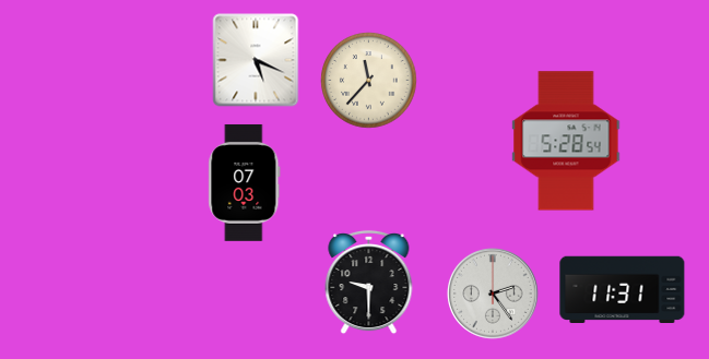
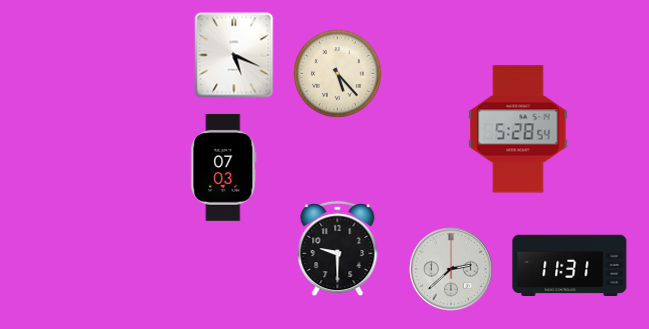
clock at (369, 81): 11:37 -> 5:23
clock at (369, 283) position: (369, 283) -> (338, 249)
clock at (494, 295): 2:24 -> 2:38
